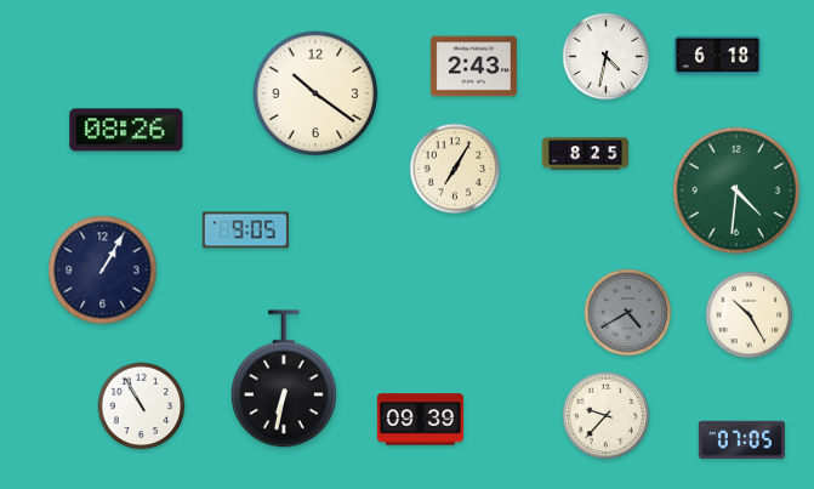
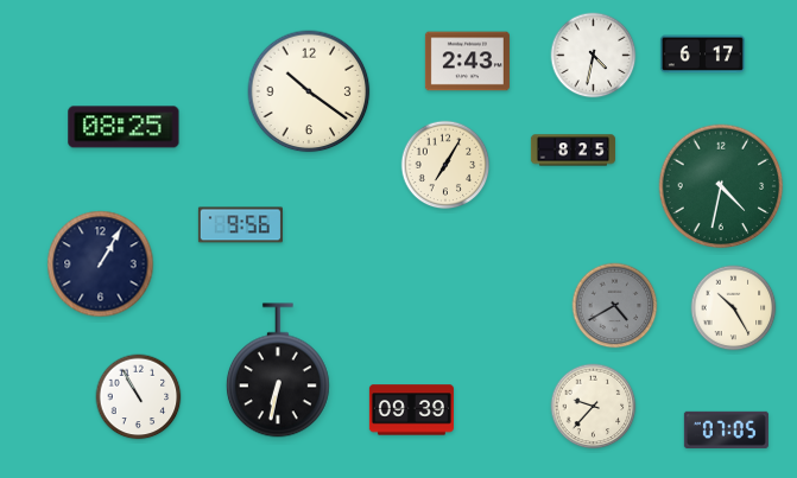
clock at (717, 56): 6:18 -> 6:17
clock at (473, 67) position: (473, 67) -> (467, 62)
clock at (126, 130): 08:26 -> 08:25
clock at (736, 191): 4:31 -> 4:32
clock at (245, 231): 9:05 -> 9:56
